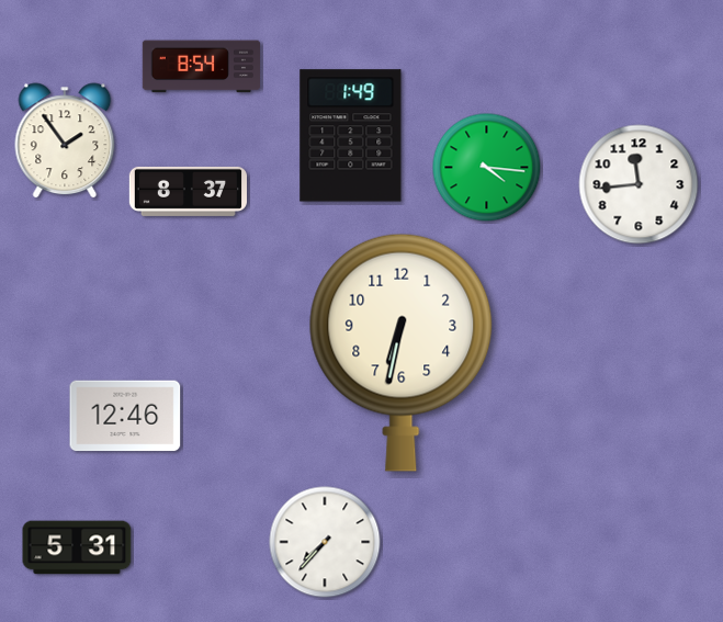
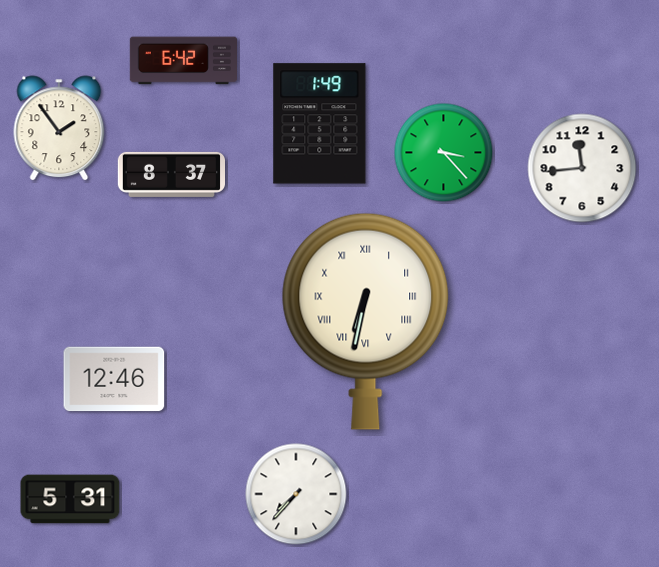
clock at (201, 67): 8:54 -> 6:42
clock at (487, 168): 4:16 -> 3:23
clock at (402, 352) numerals: Arabic -> Roman
